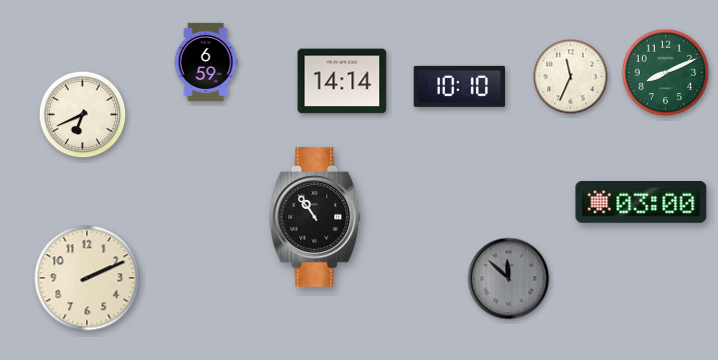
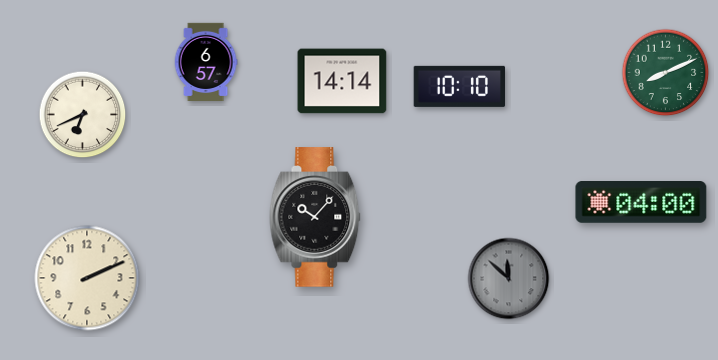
clock at (206, 61): 6:59 -> 6:57
clock at (571, 77): 11:34 -> none
clock at (641, 203): 03:00 -> 04:00
clock at (315, 217): 10:54 -> 10:07
